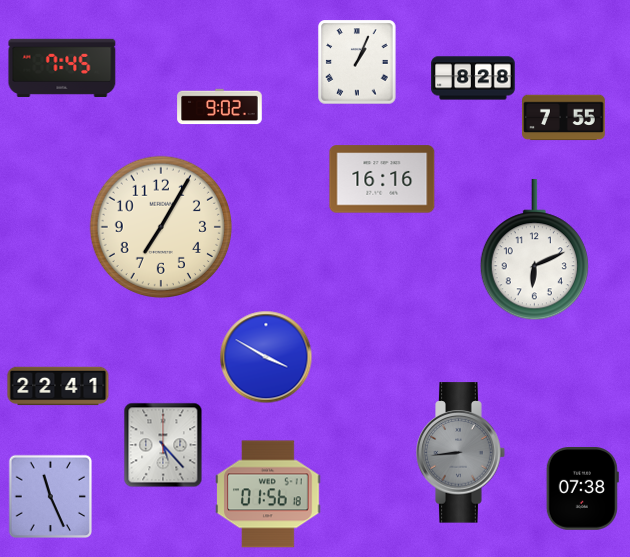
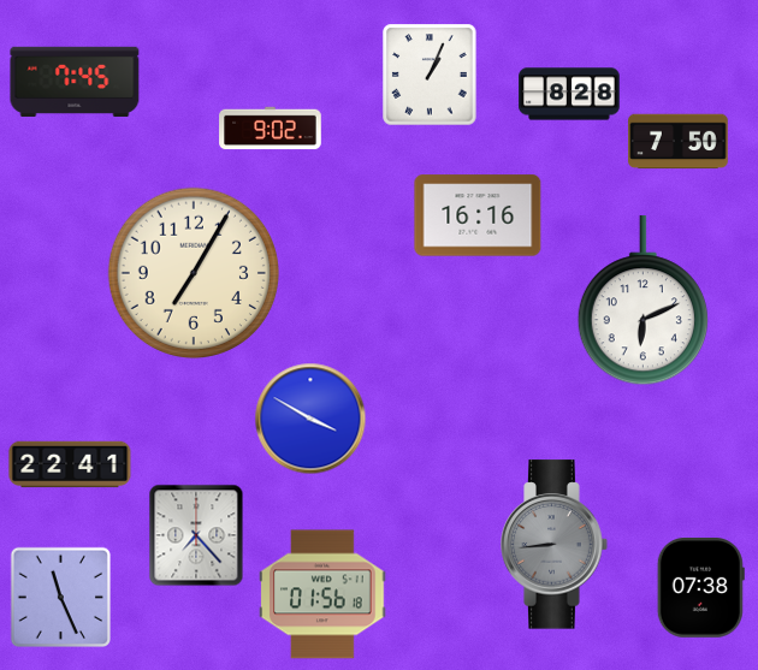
clock at (220, 107) position: (220, 107) -> (271, 129)
clock at (564, 118): 7:55 -> 7:50
clock at (382, 179) position: (382, 179) -> (478, 215)
clock at (266, 357) position: (266, 357) -> (310, 419)
clock at (163, 445): 5:23 -> 7:23
